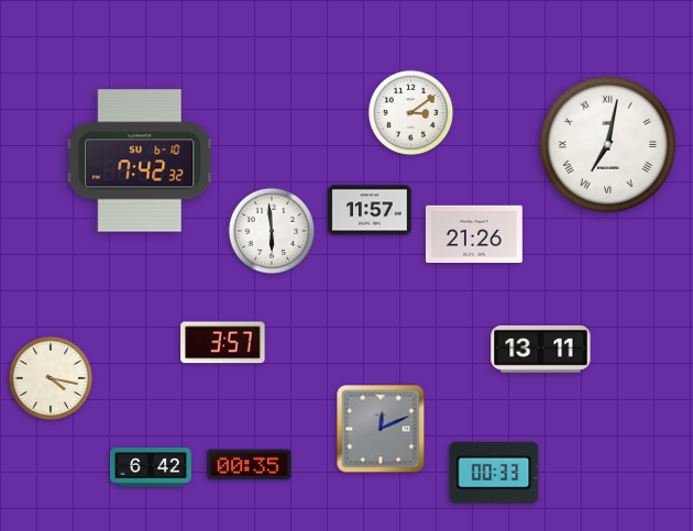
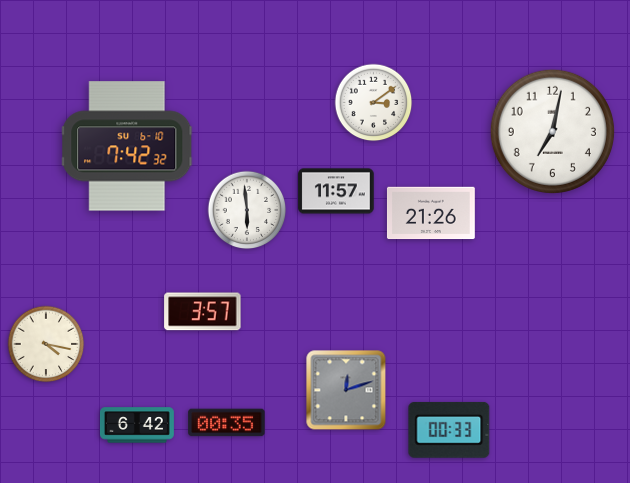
clock at (607, 144) numerals: Roman -> Arabic
clock at (541, 350): 13:11 -> none
clock at (381, 429): 12:11 -> 12:12
